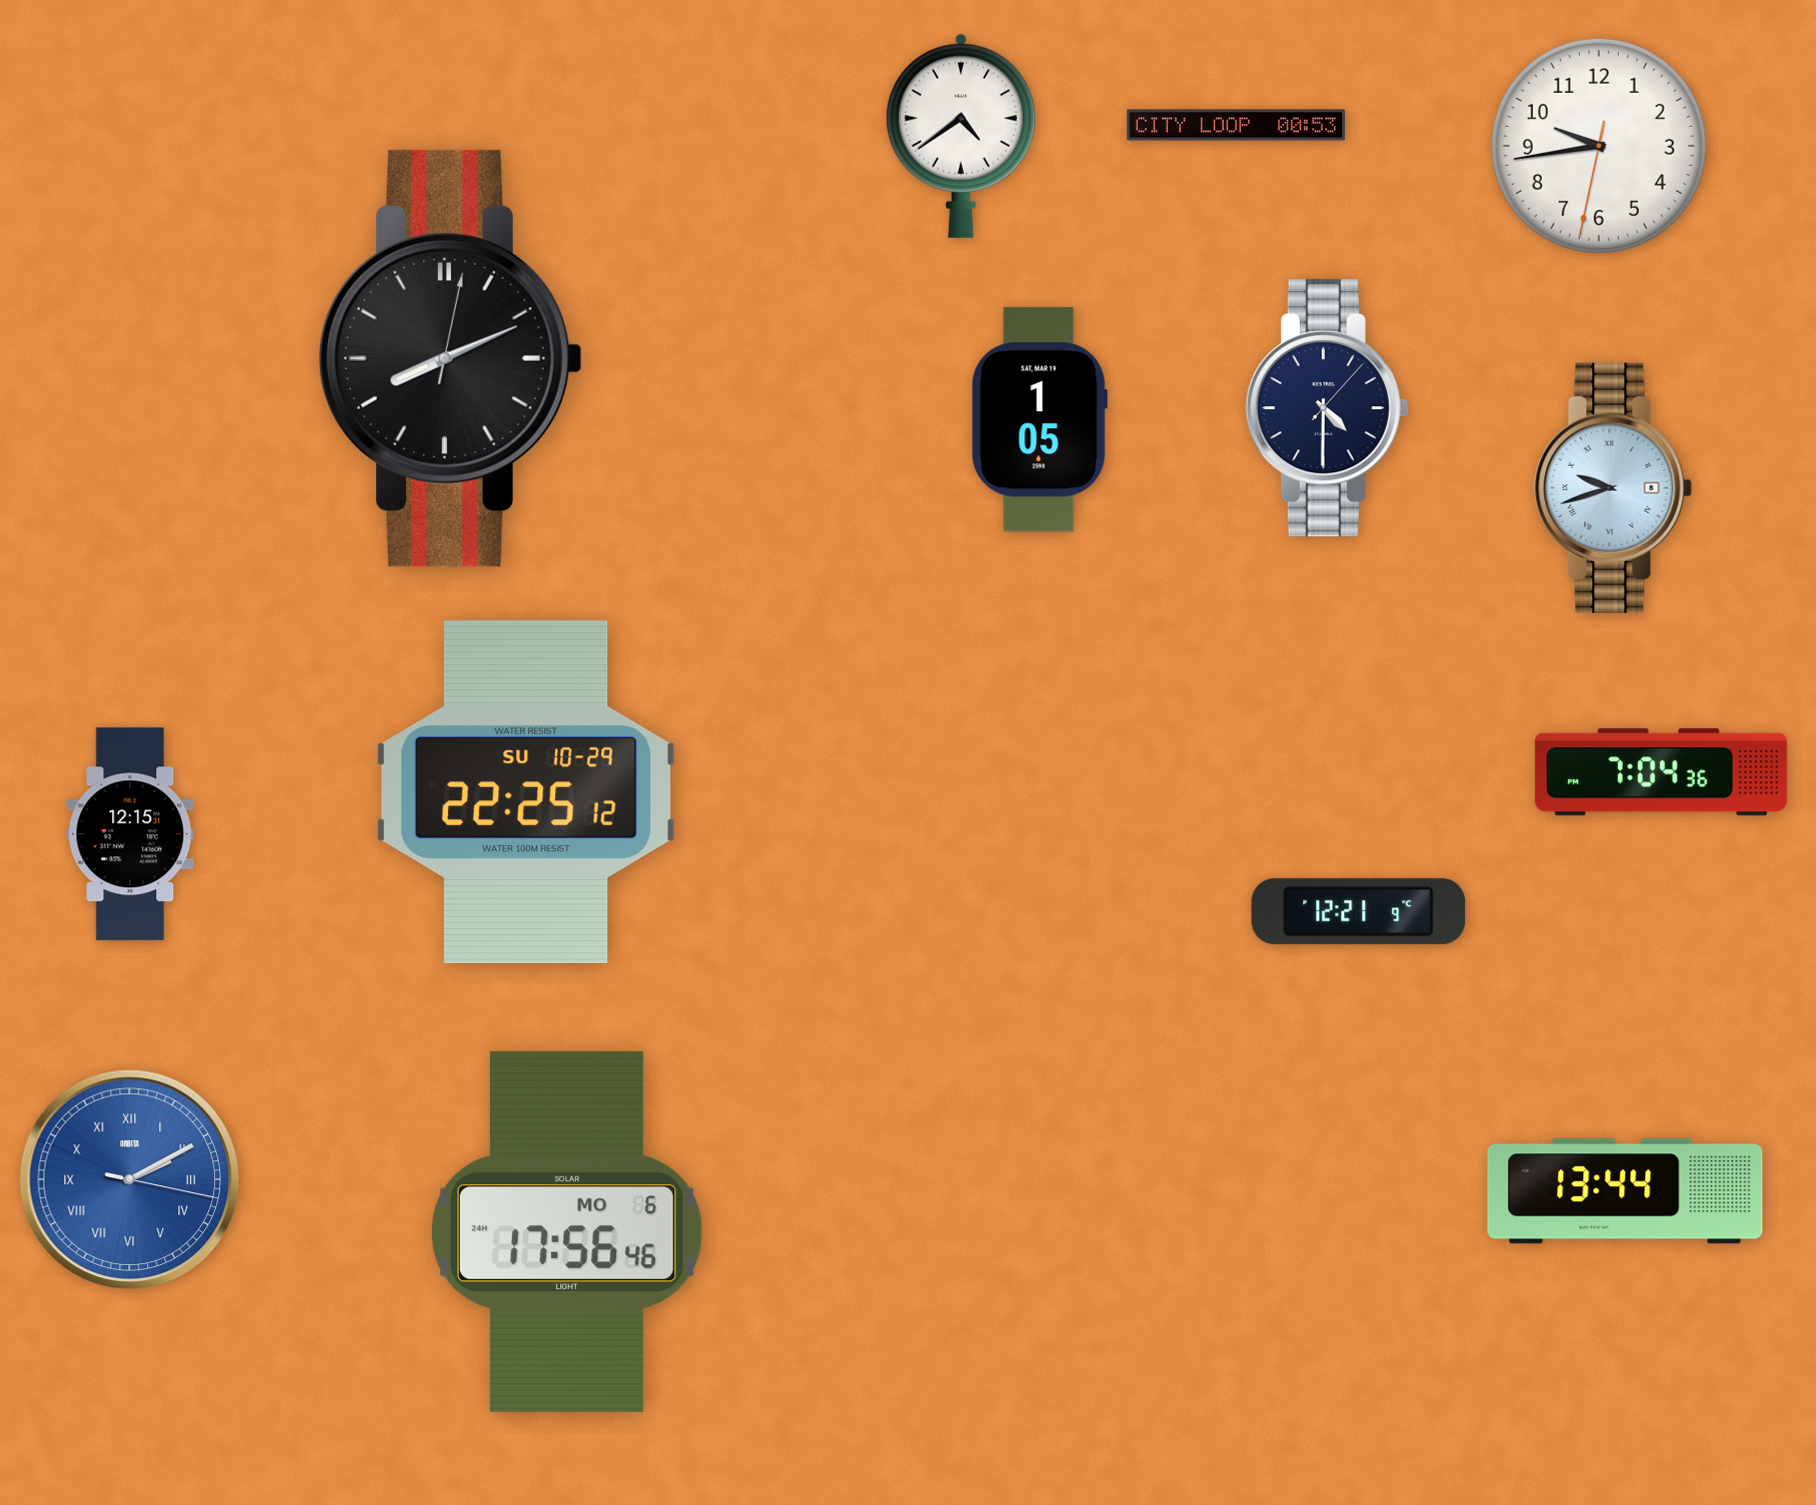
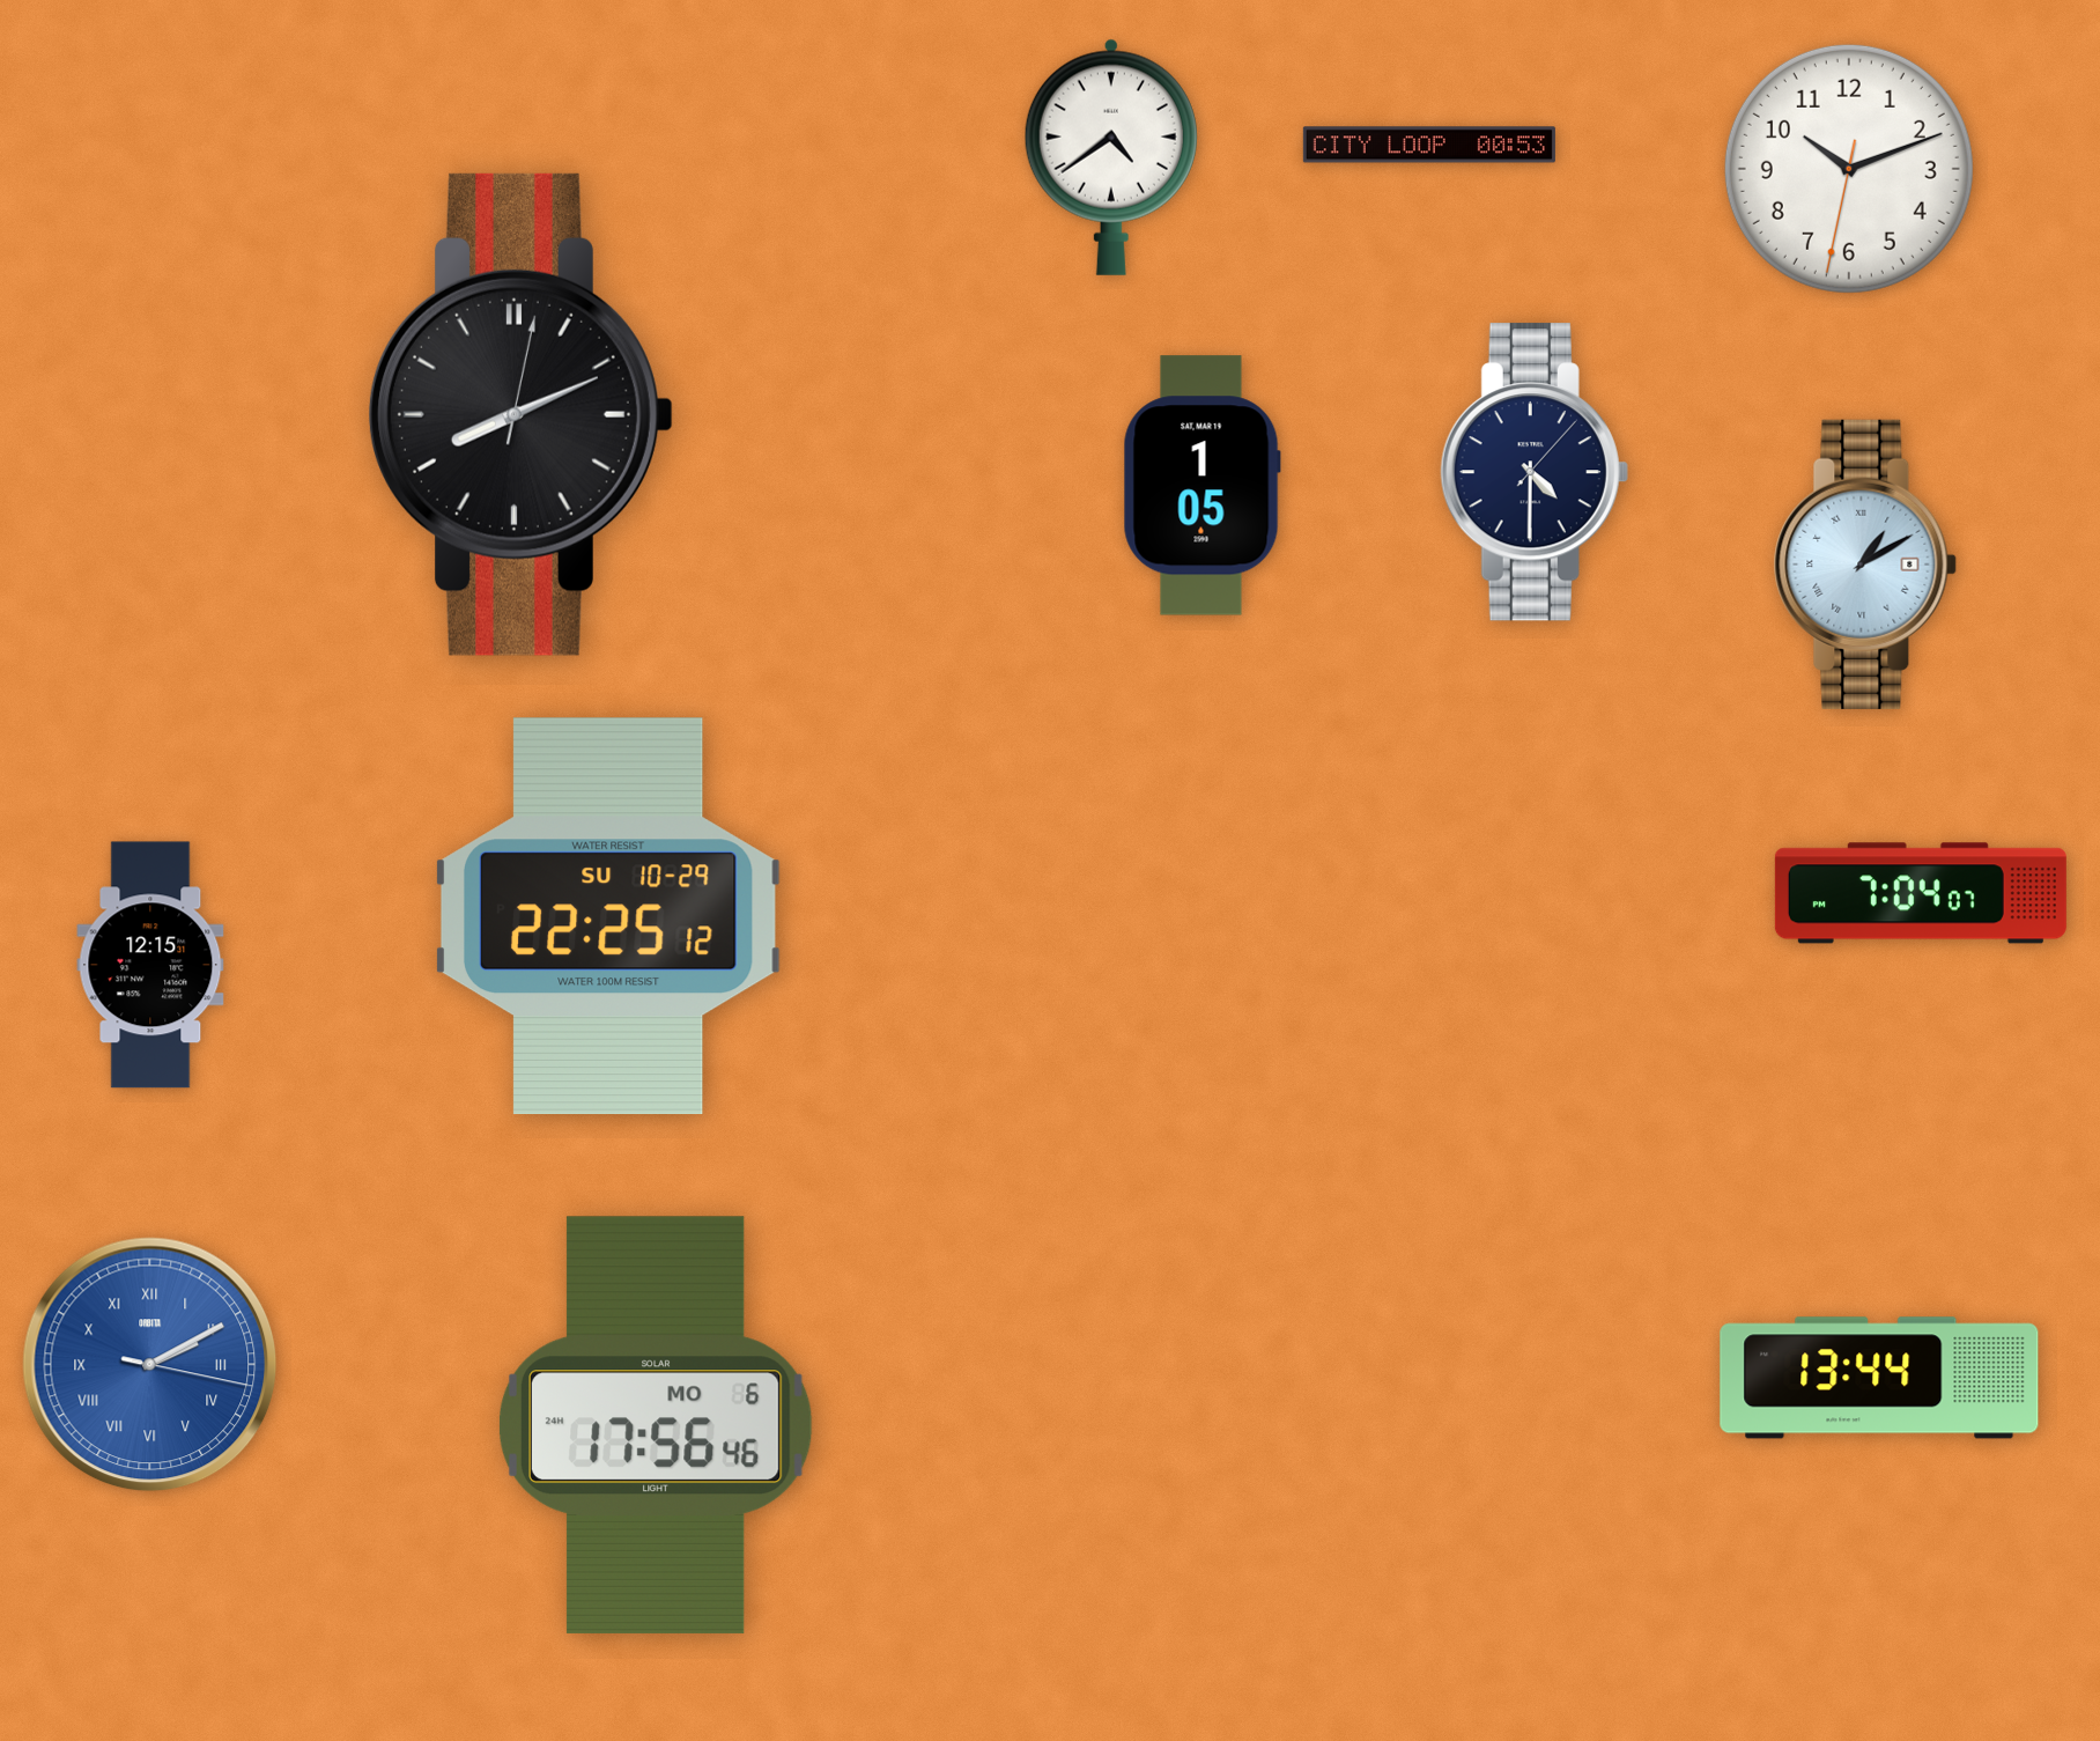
clock at (1599, 146): 9:43 -> 10:11
clock at (1613, 488): 9:42 -> 1:10
clock at (1661, 772): 7:04:36 -> 7:04:07
clock at (1359, 912): 12:21 -> none
